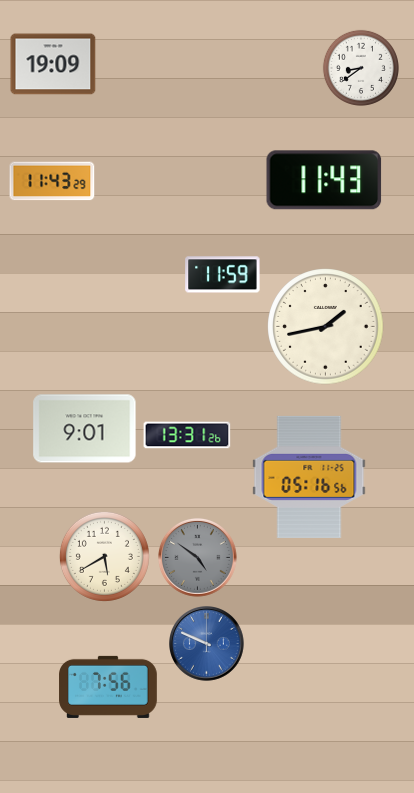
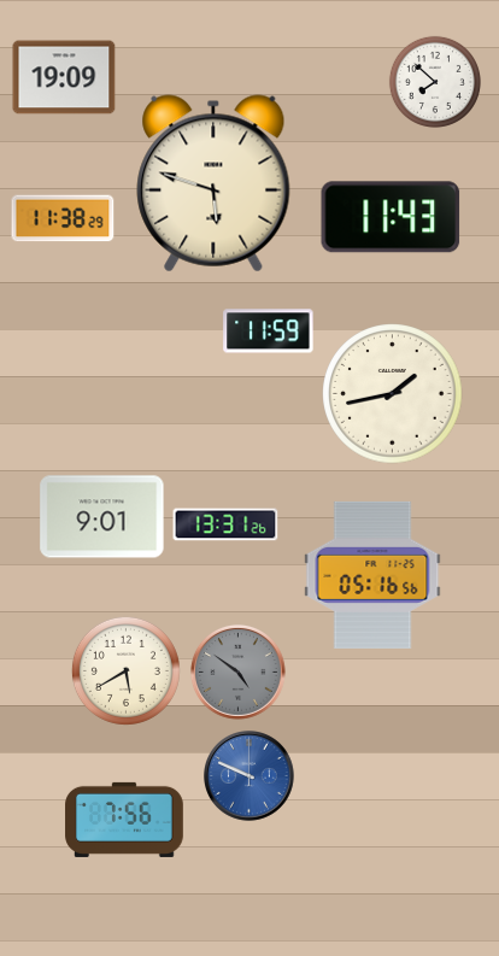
clock at (361, 68): 8:39 -> 7:52
clock at (213, 183): none -> 5:48
clock at (52, 181): 11:43 -> 11:38
clock at (108, 687) position: (108, 687) -> (124, 820)
